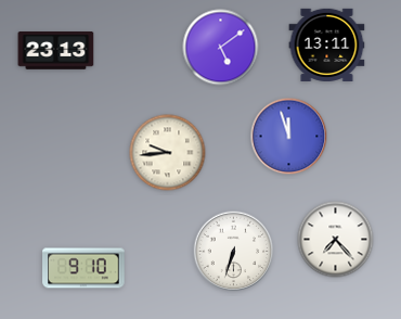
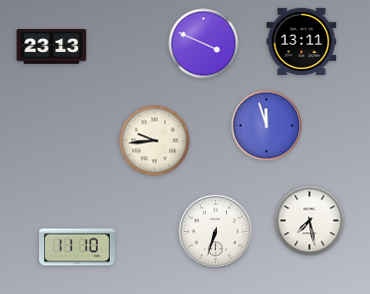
clock at (221, 48): 5:09 -> 3:49
clock at (336, 240): 7:23 -> 7:28
clock at (83, 268): 9:10 -> 11:10
